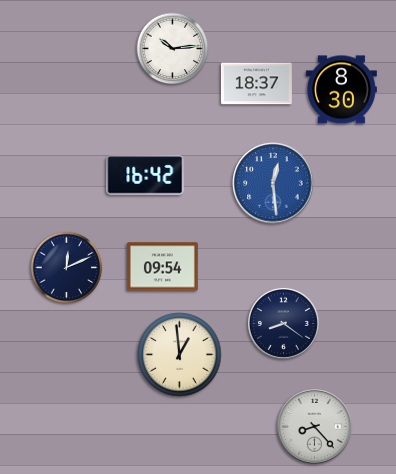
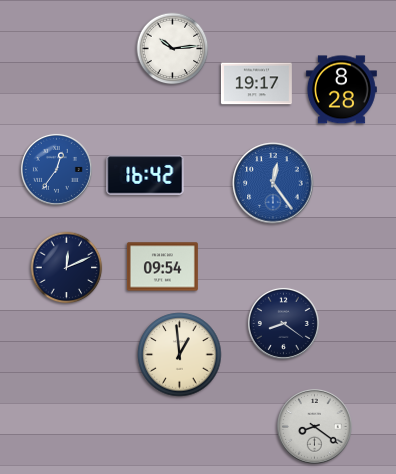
clock at (256, 84): 18:37 -> 19:17
clock at (341, 90): 8:30 -> 8:28
clock at (56, 169): none -> 12:36
clock at (273, 183): 12:29 -> 12:24
clock at (315, 427): 8:23 -> 8:21
